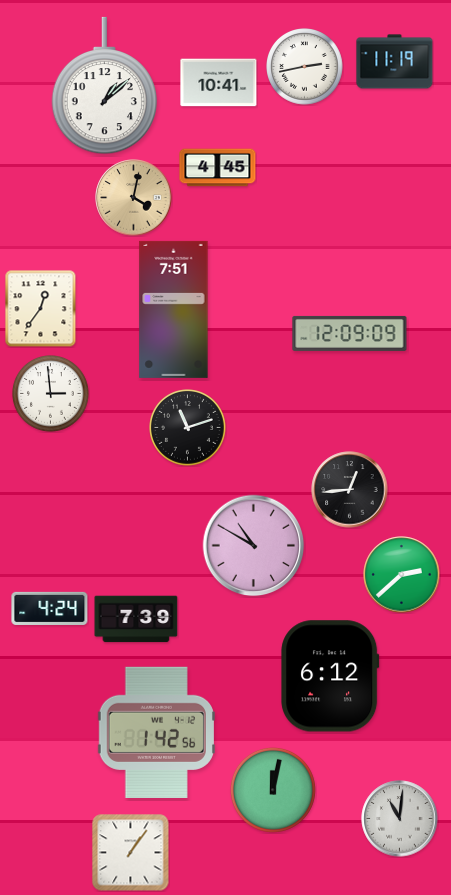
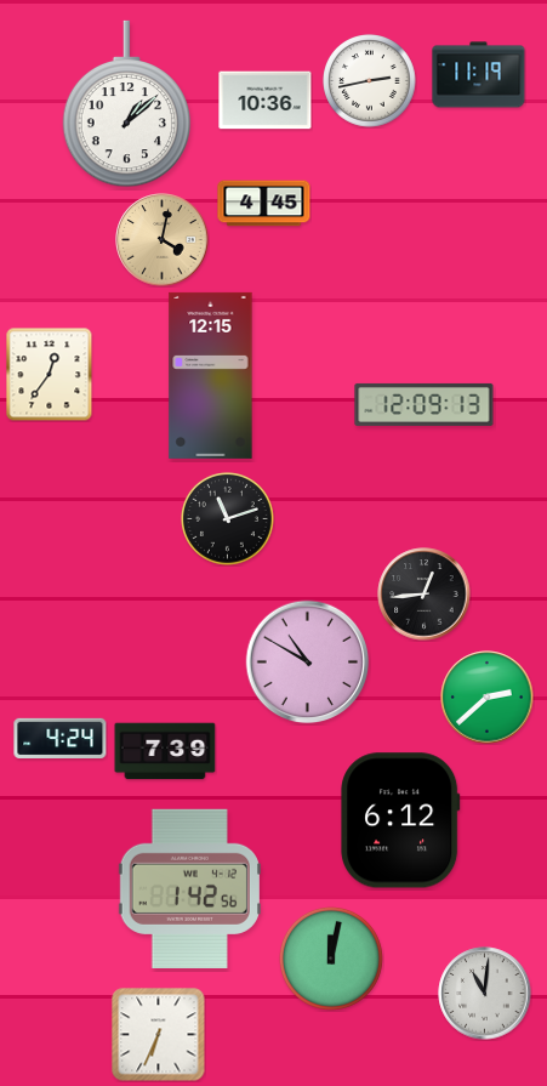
clock at (219, 83): 10:41 -> 10:36
clock at (174, 309): 7:51 -> 12:15
clock at (350, 333): 12:09:09 -> 12:09:13
clock at (51, 394): 2:59 -> none
clock at (131, 853): 1:06 -> 6:34
